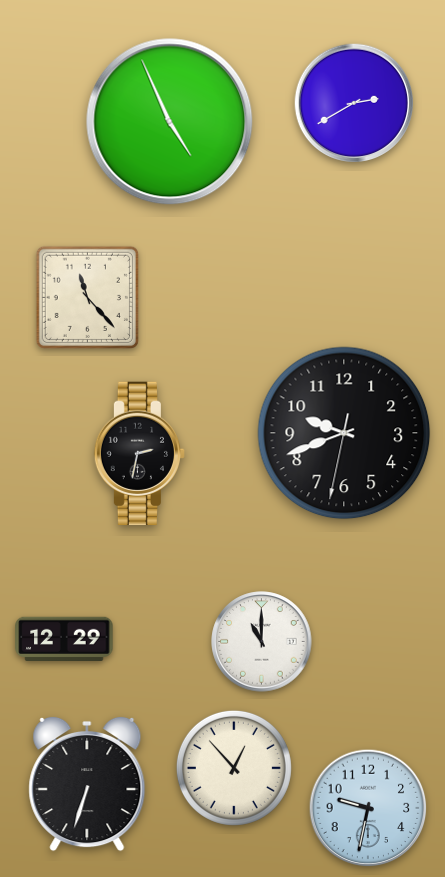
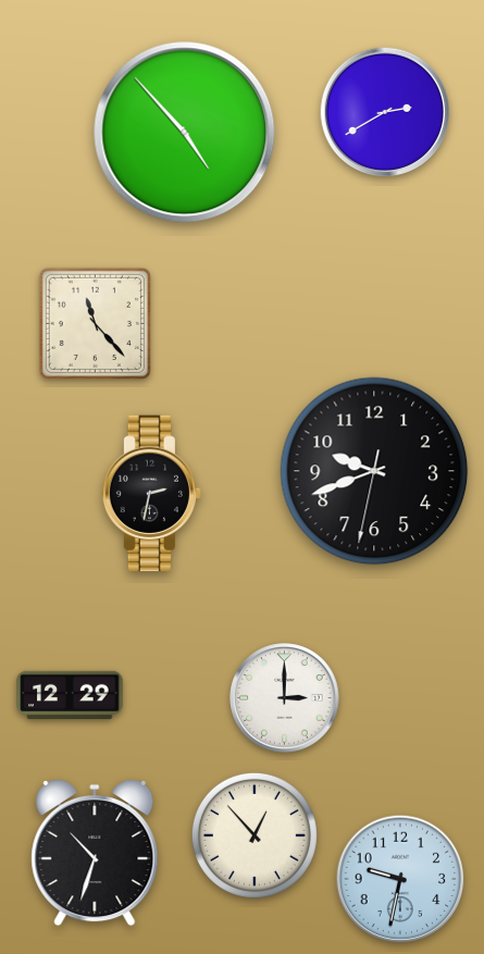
clock at (170, 122): 4:56 -> 4:53
clock at (262, 642): 11:00 -> 3:00
clock at (87, 784): 6:33 -> 10:33
